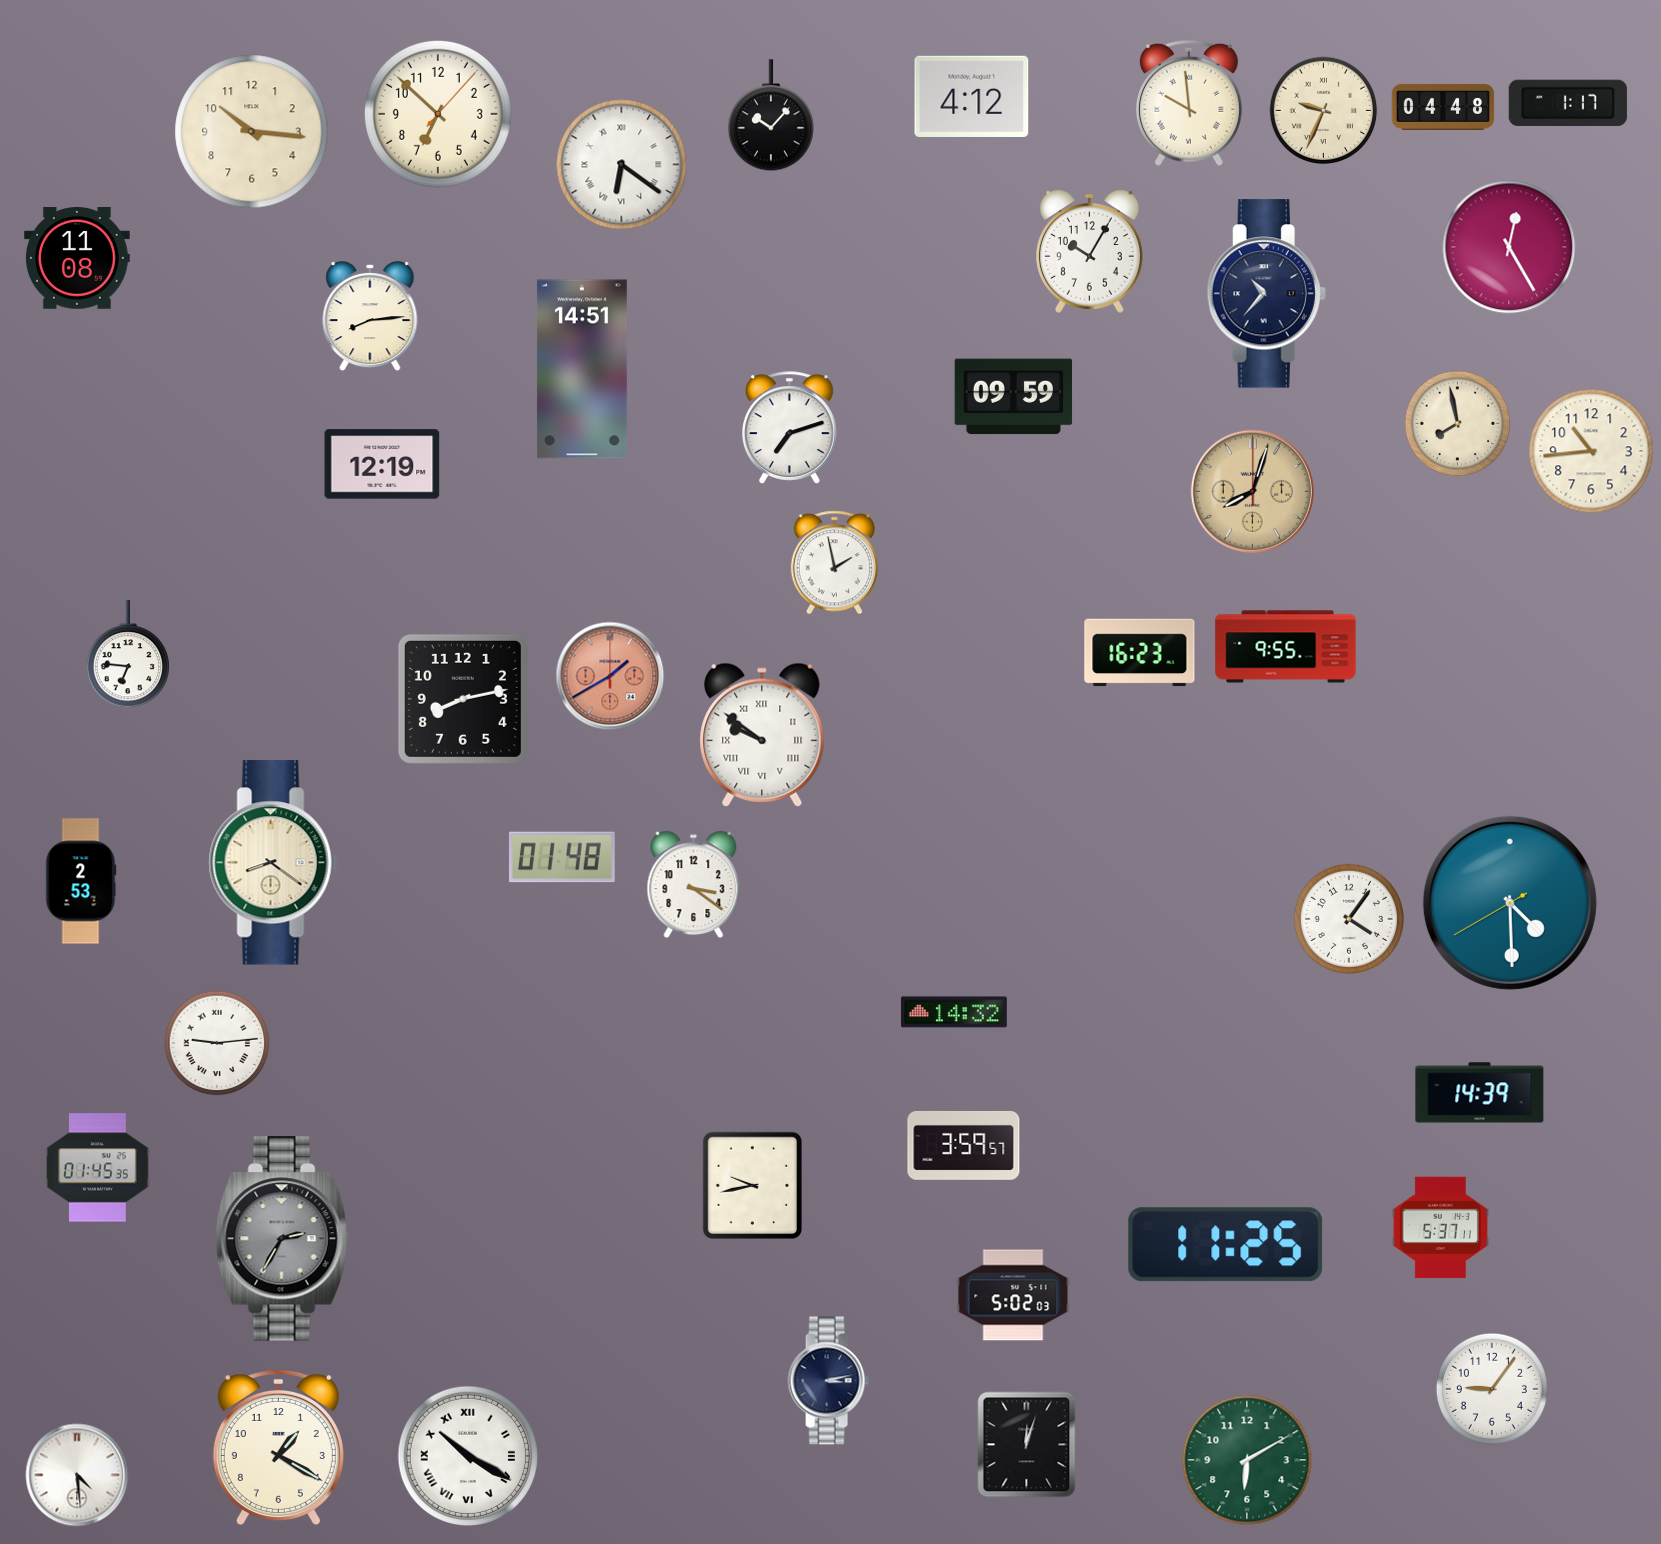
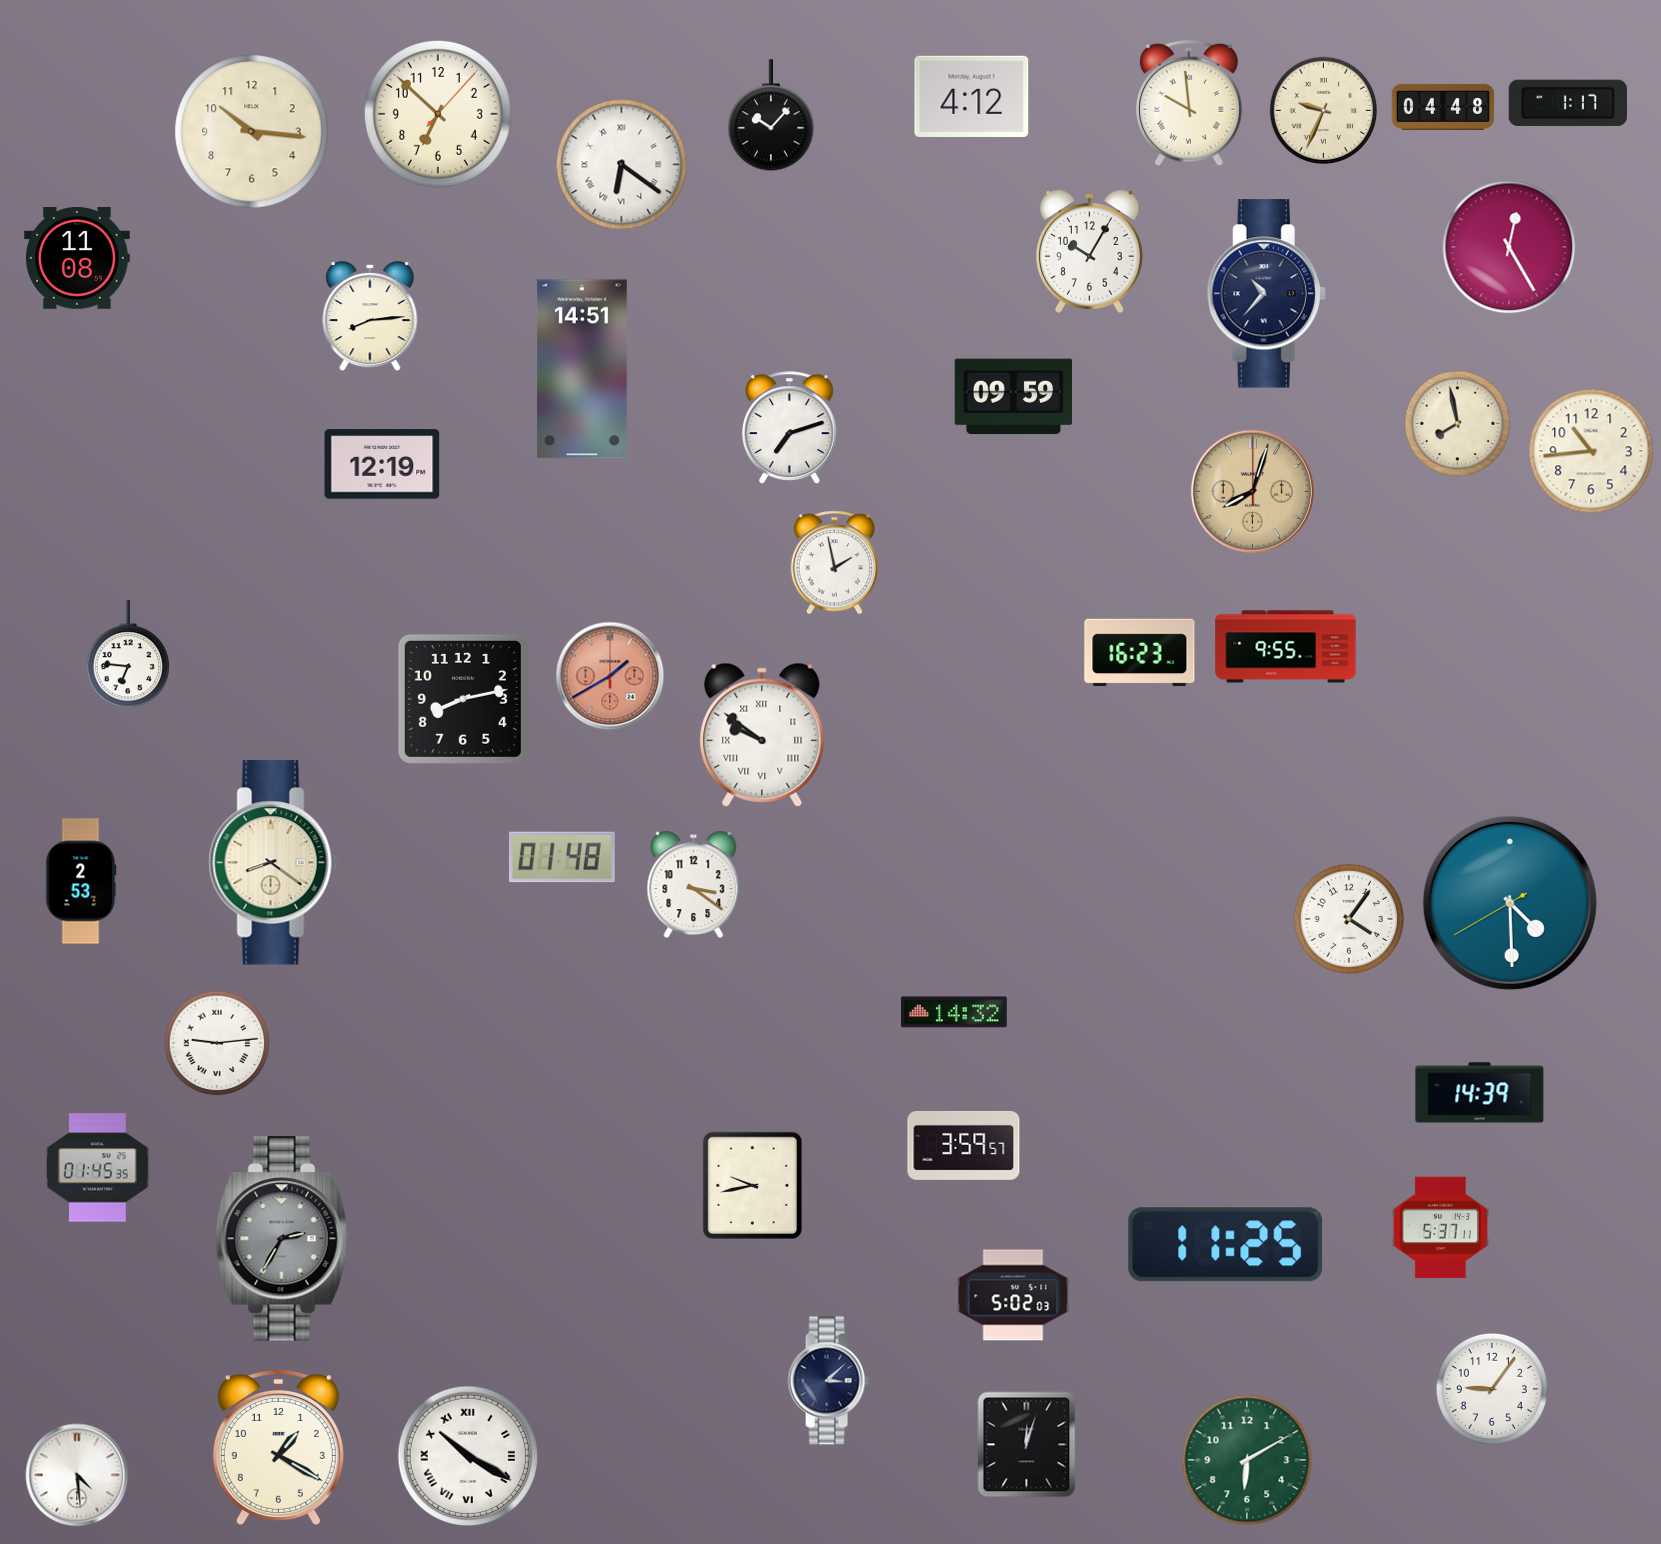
clock at (828, 1381): 3:13 -> 3:08
